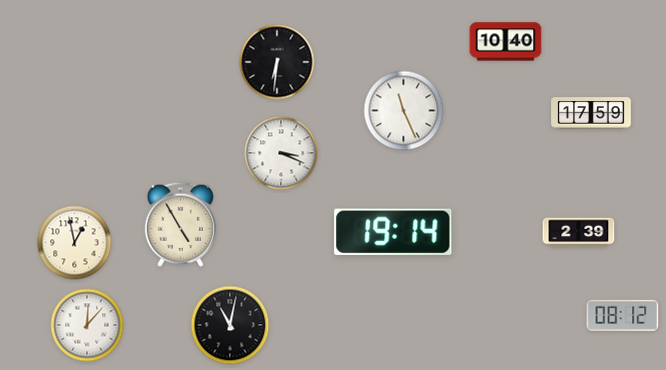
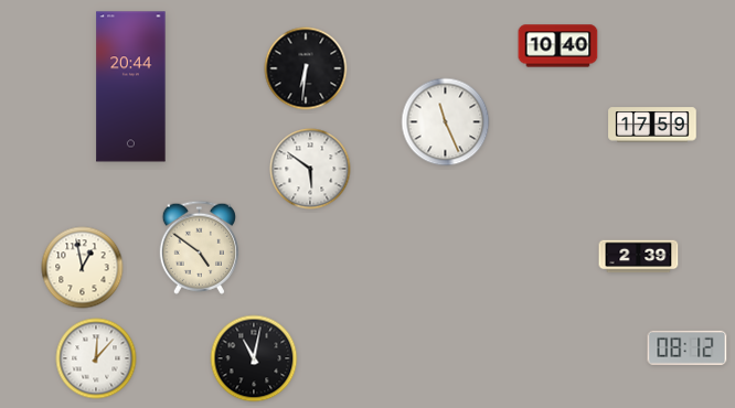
clock at (131, 87): none -> 20:44
clock at (281, 153): 3:19 -> 5:51
clock at (180, 224): 4:55 -> 4:51
clock at (393, 232): 19:14 -> none
